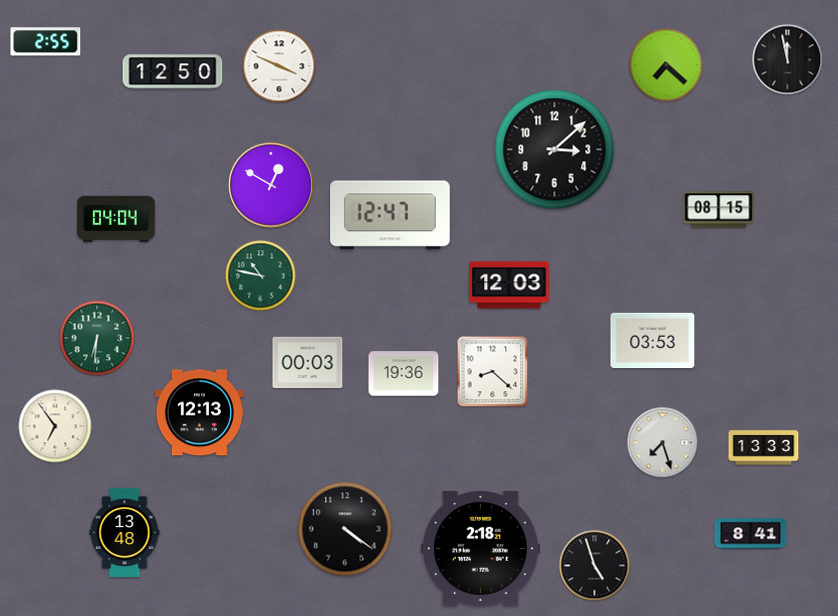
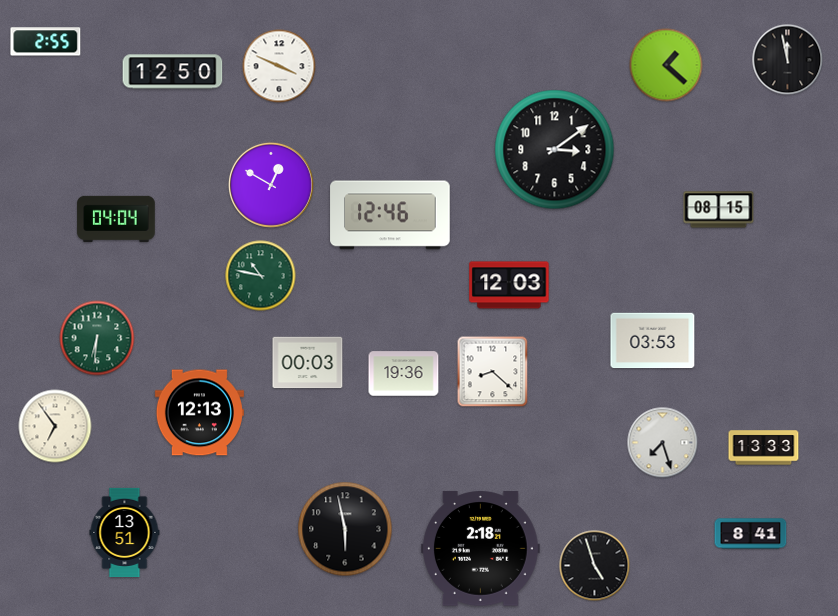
clock at (666, 65): 7:22 -> 1:22
clock at (555, 150): 3:08 -> 3:09
clock at (390, 215): 12:47 -> 12:46
clock at (345, 529): 4:21 -> 5:58
clock at (125, 532): 13:48 -> 13:51
